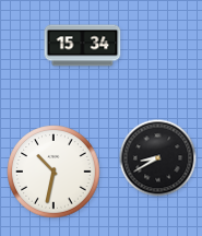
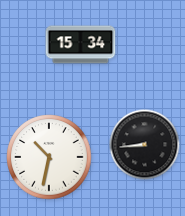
clock at (83, 46) position: (83, 46) -> (81, 45)
clock at (158, 158): 8:40 -> 8:44
